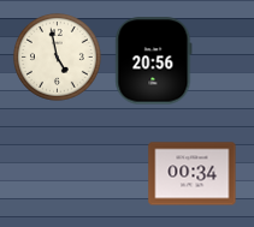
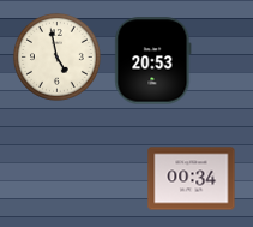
clock at (154, 61): 20:56 -> 20:53
clock at (193, 174) position: (193, 174) -> (192, 179)
